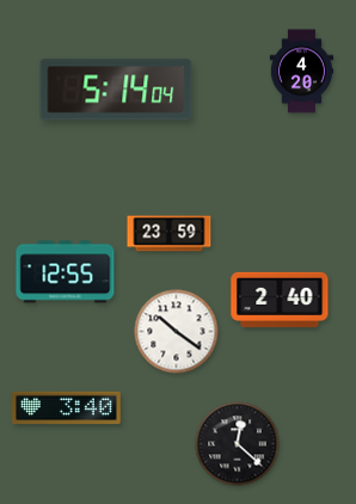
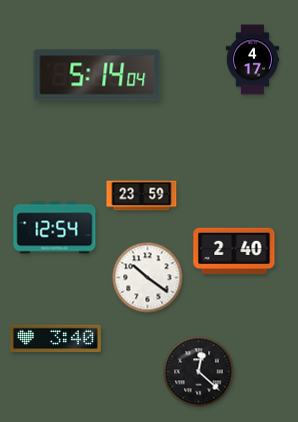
clock at (302, 72): 4:20 -> 4:17
clock at (66, 272): 12:55 -> 12:54
clock at (67, 407) position: (67, 407) -> (56, 338)
